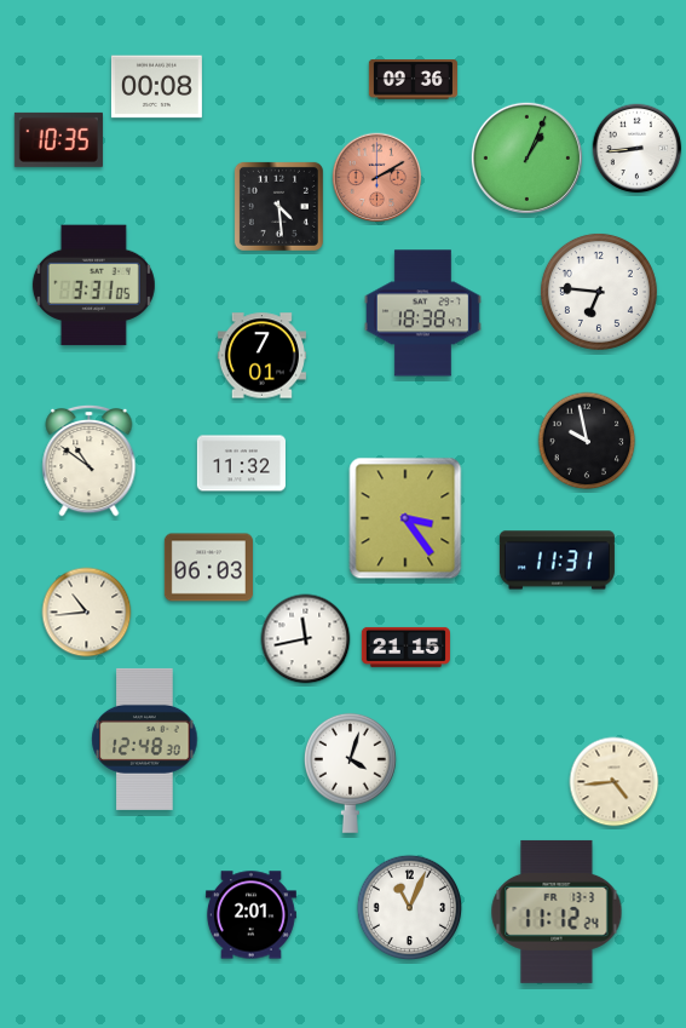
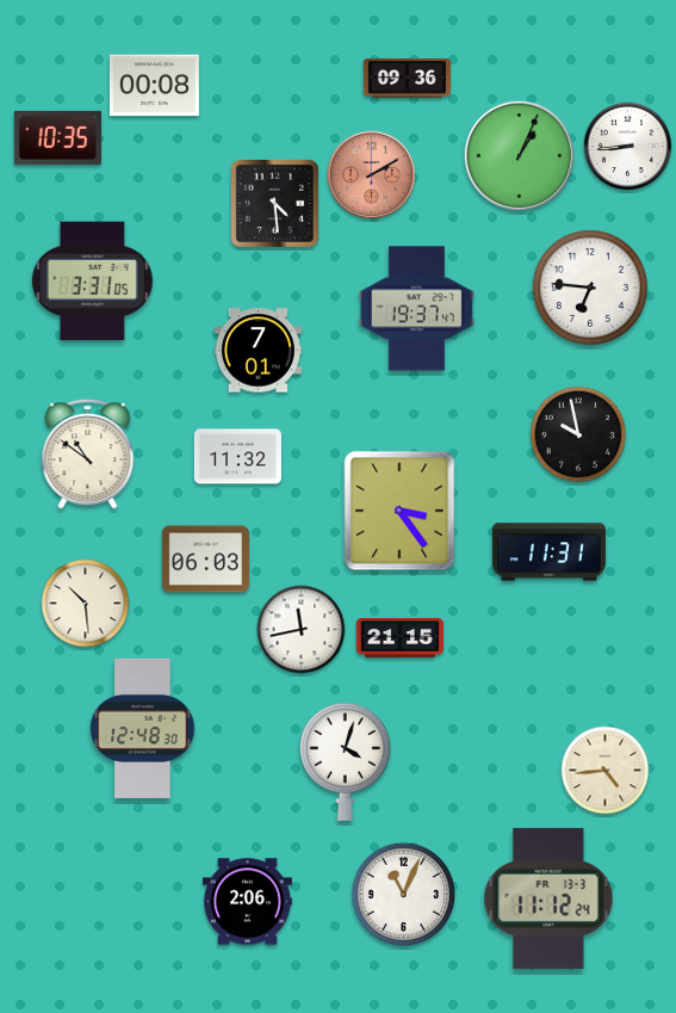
clock at (422, 314): 18:38 -> 19:37
clock at (87, 613): 10:44 -> 10:29
clock at (250, 915): 2:01 -> 2:06
